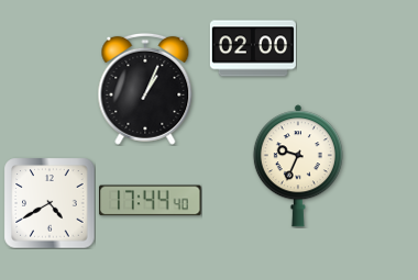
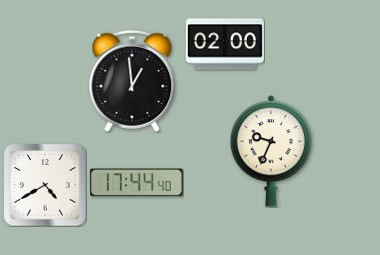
clock at (253, 48) position: (253, 48) -> (225, 44)
clock at (145, 89): 1:04 -> 12:59
